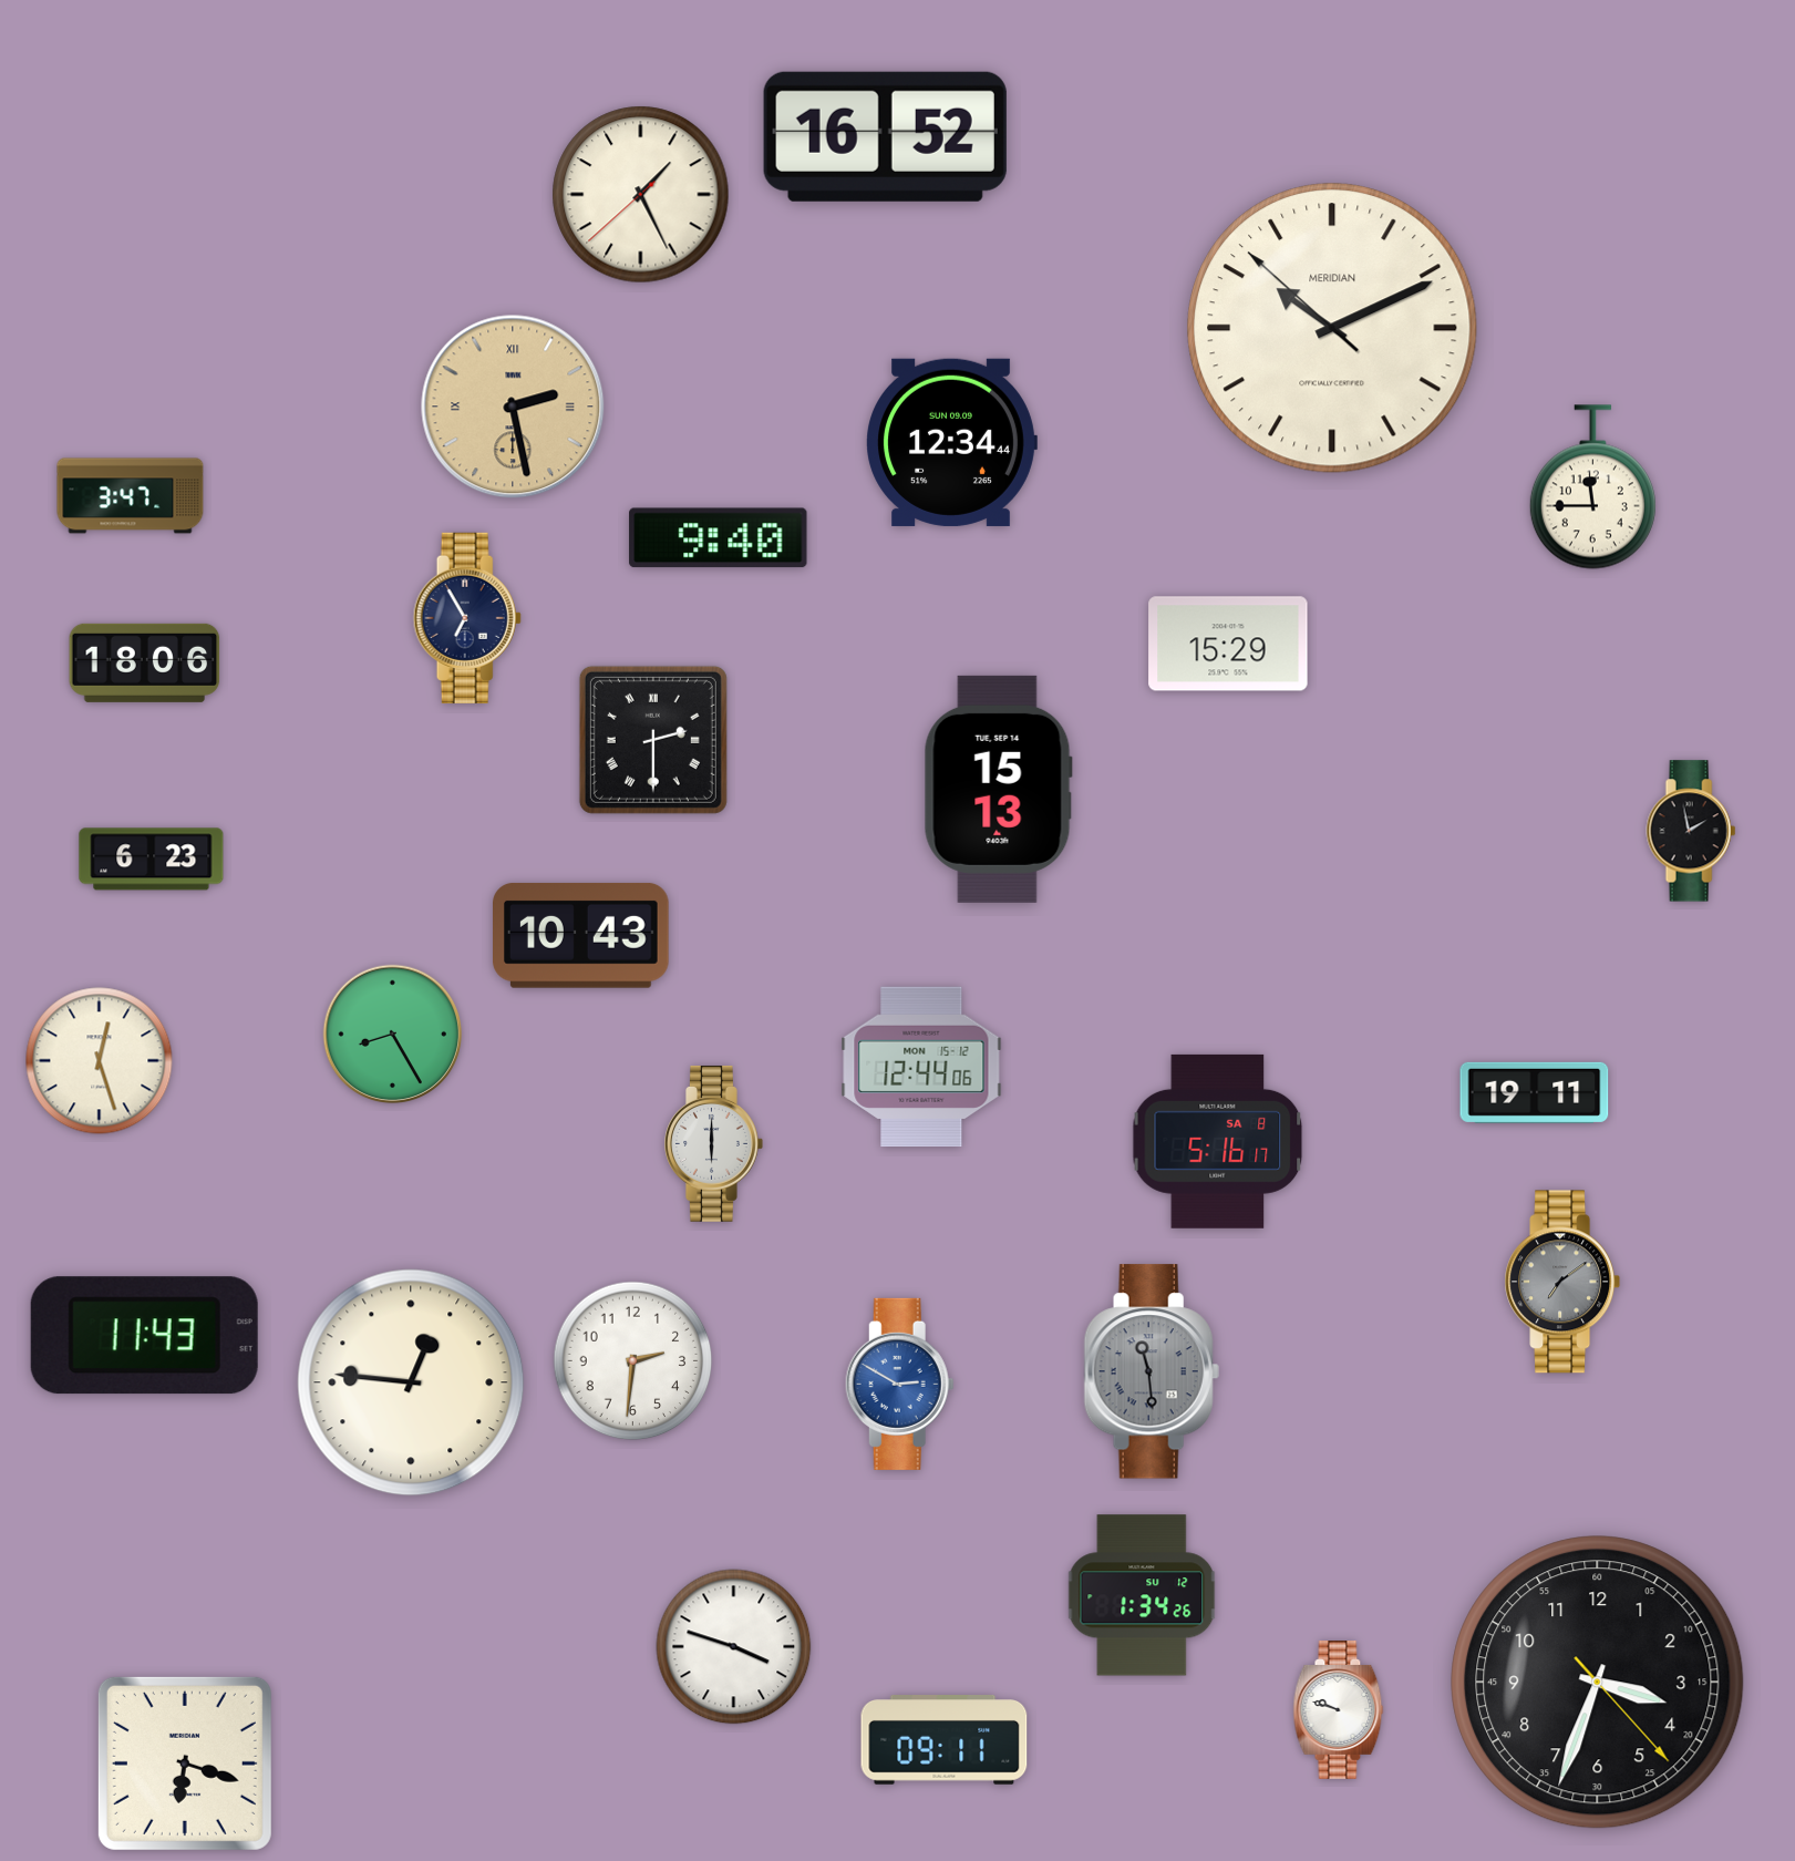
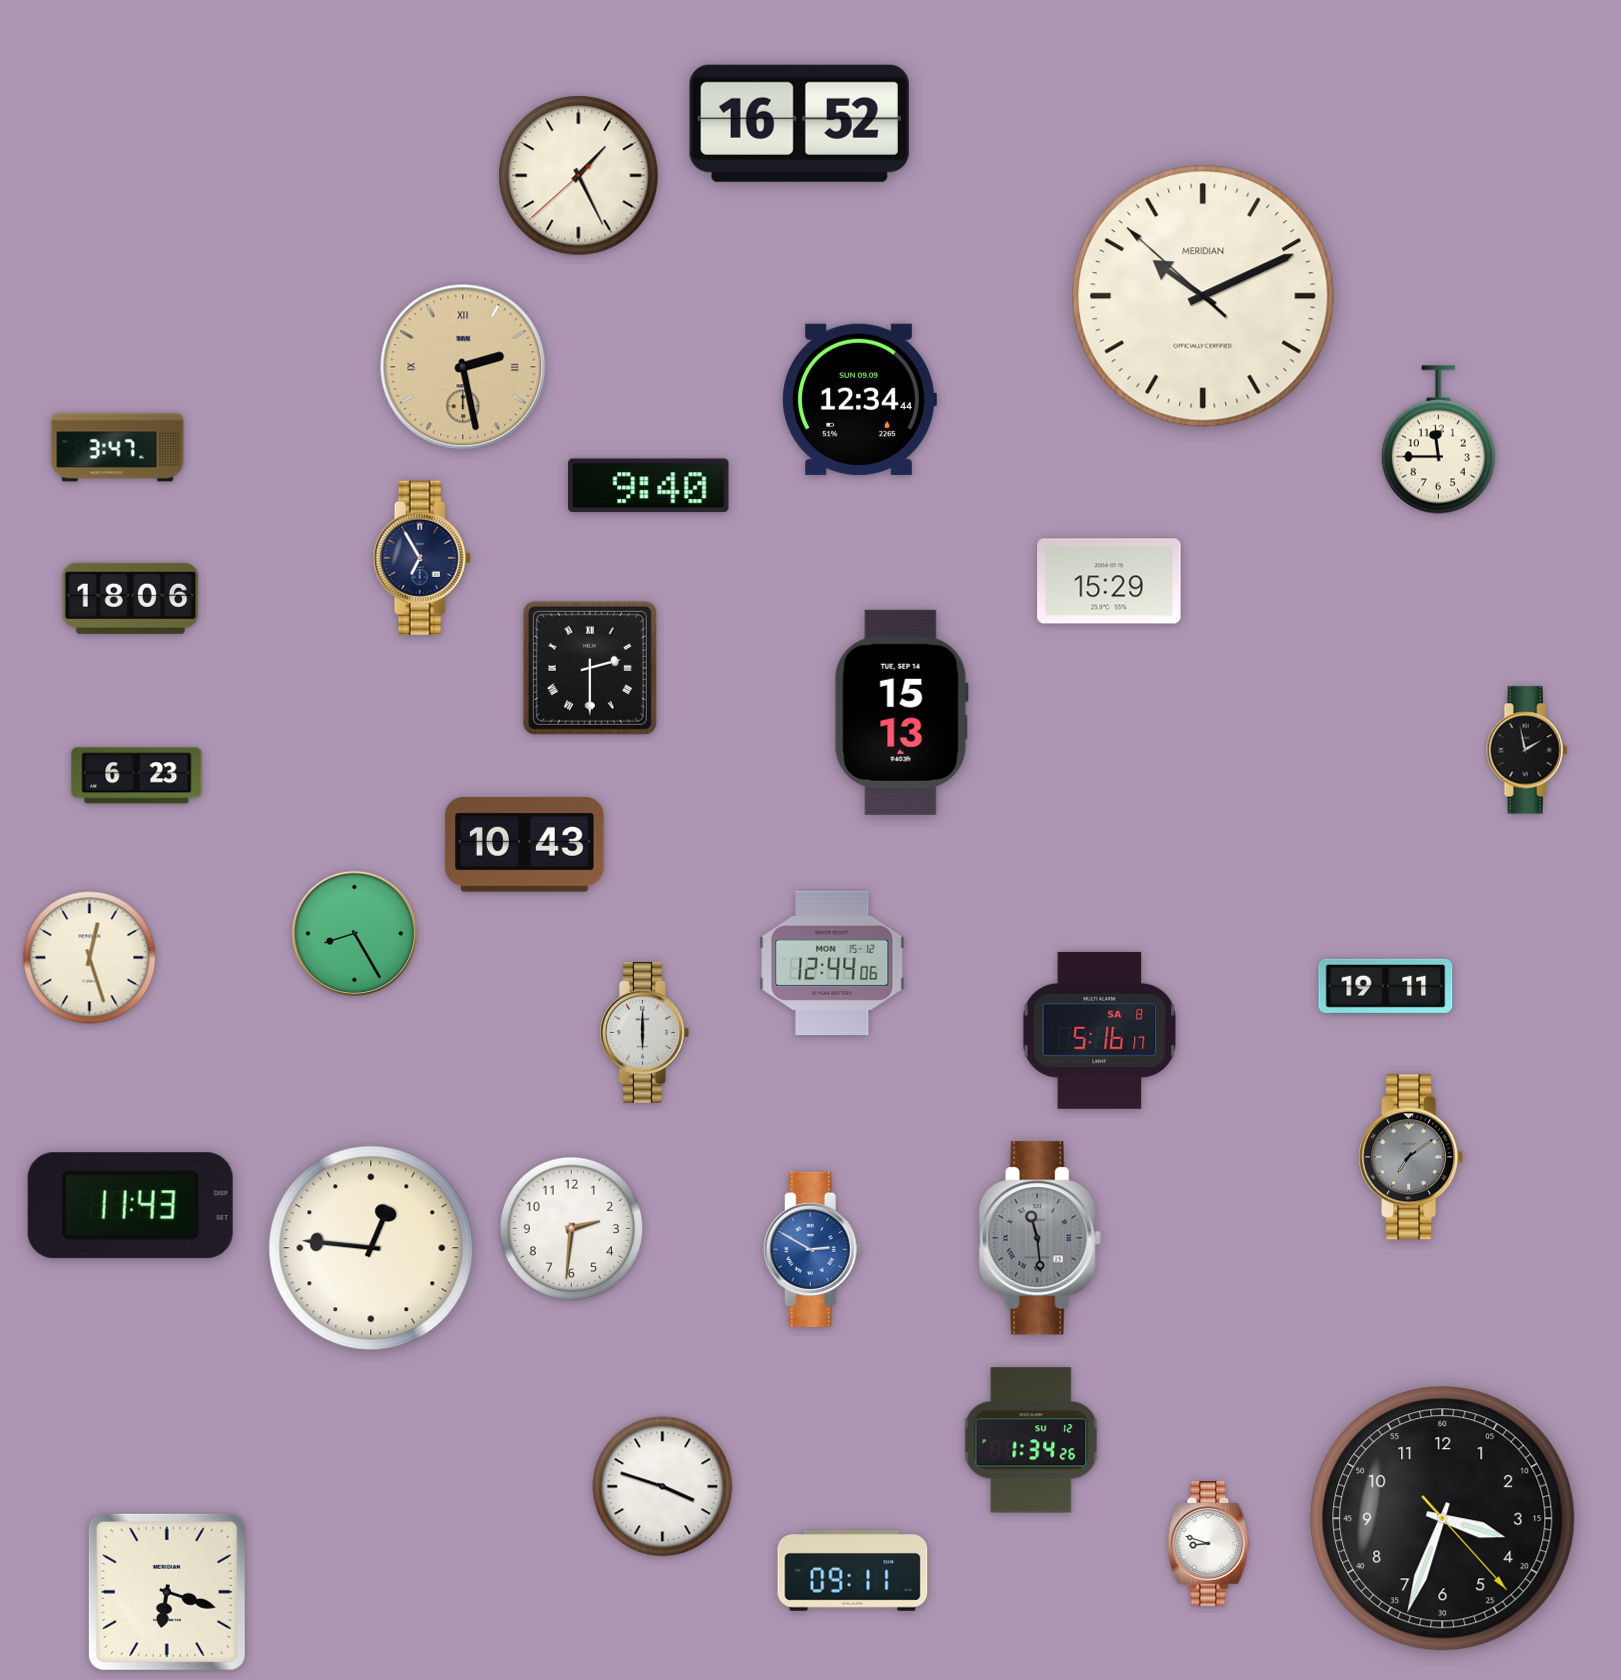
clock at (1339, 1710): 9:48 -> 8:48
